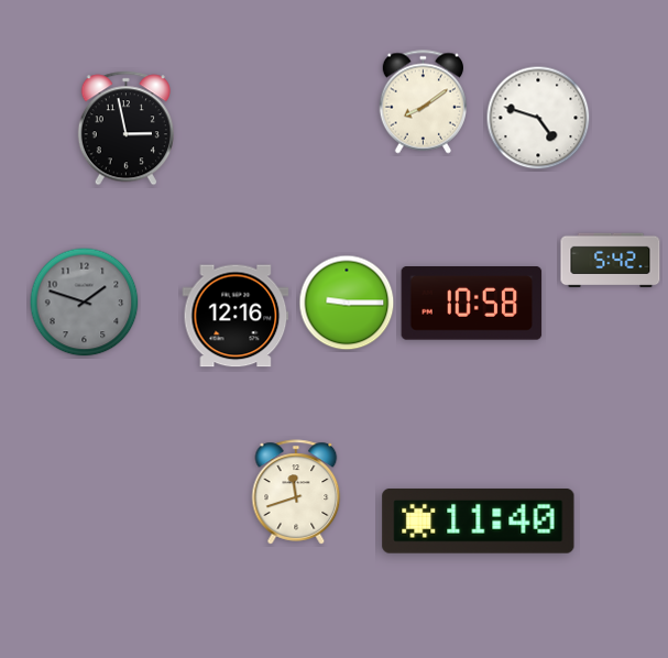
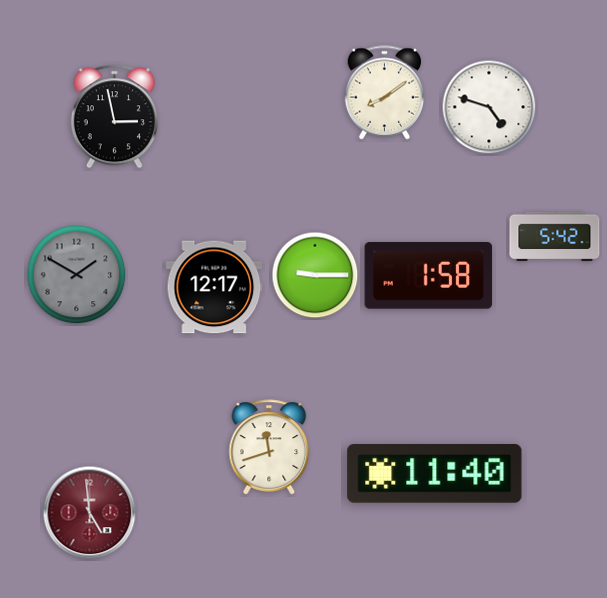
clock at (85, 303): 1:48 -> 1:50
clock at (472, 304): 10:58 -> 1:58
clock at (236, 316): 12:16 -> 12:17
clock at (90, 513): none -> 4:59
